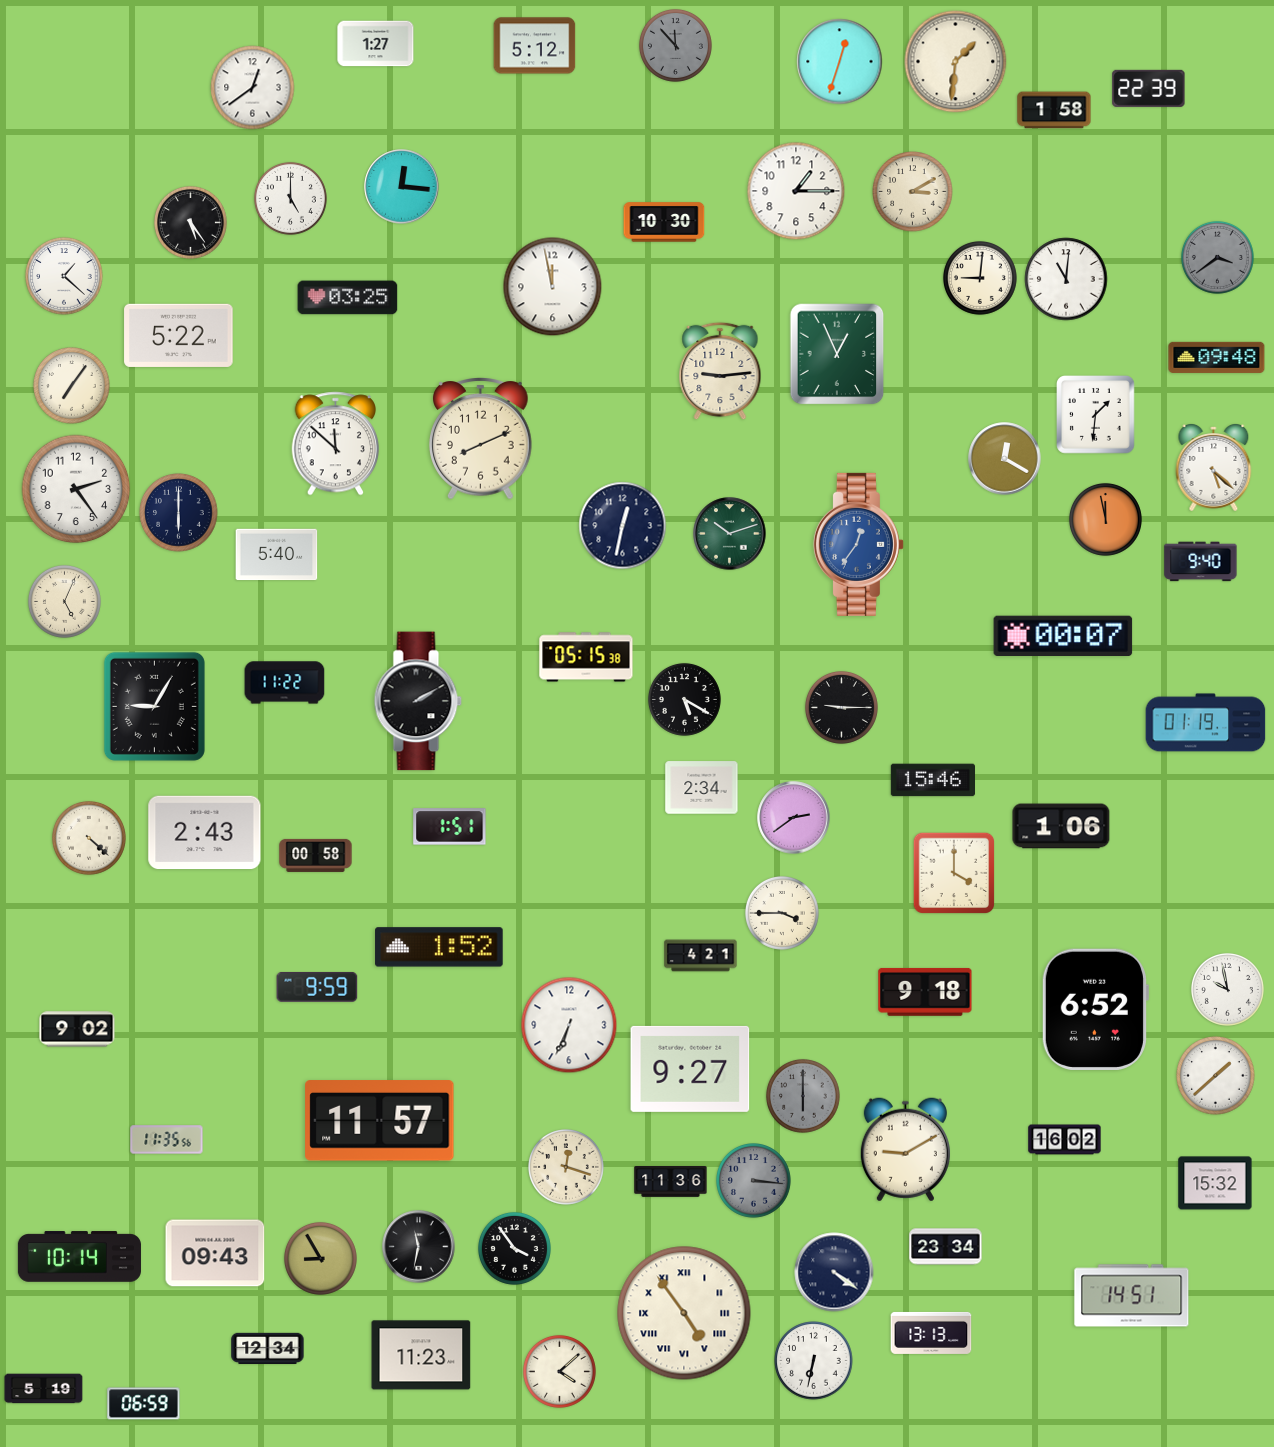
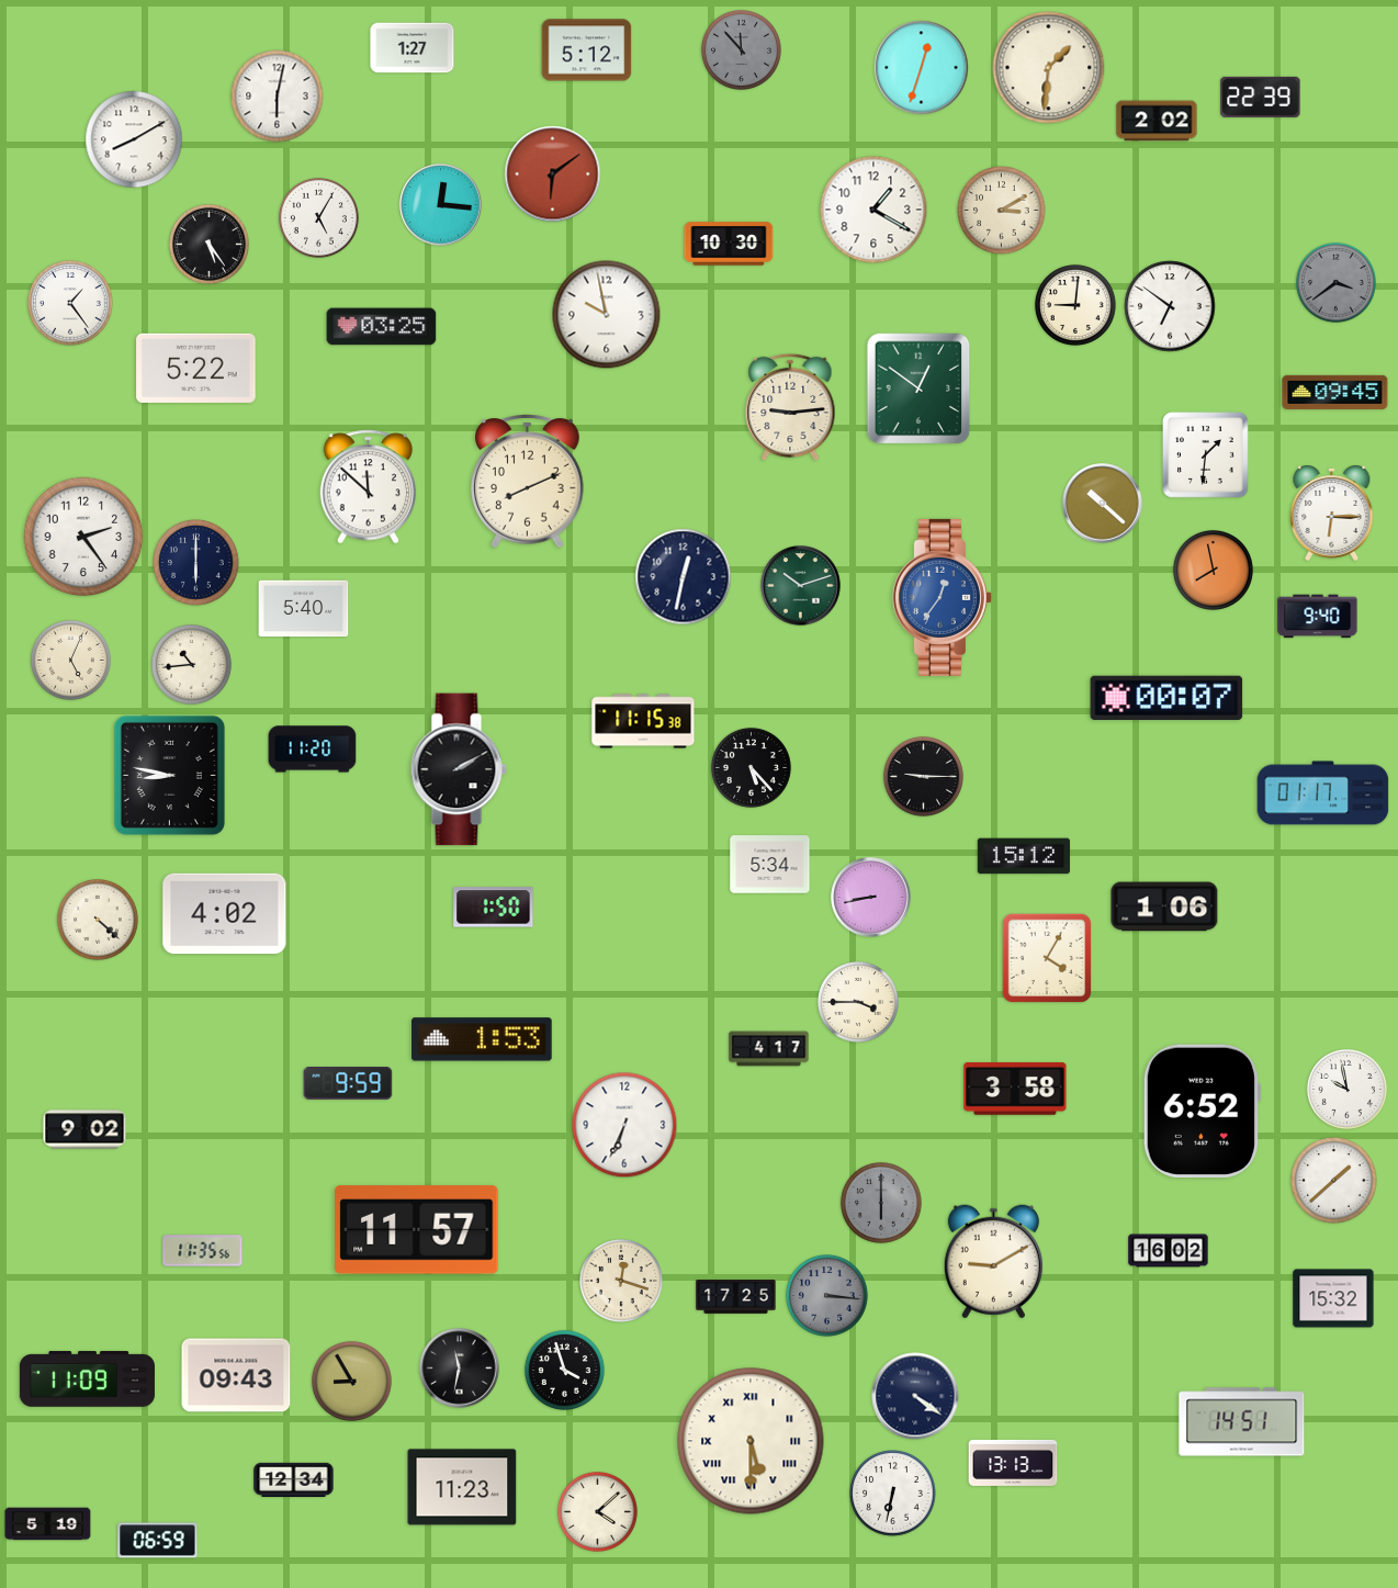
clock at (253, 88): 12:39 -> 6:02
clock at (1054, 110): 1:58 -> 2:02
clock at (134, 139): none -> 8:10
clock at (553, 174): none -> 6:09
clock at (796, 191): 1:15 -> 1:20
clock at (290, 198): 5:00 -> 5:05
clock at (64, 276): 1:22 -> 1:24
clock at (1066, 279): 11:01 -> 6:51
clock at (553, 287): 11:58 -> 9:58
clock at (837, 354): 12:56 -> 12:51
clock at (1217, 357): 09:48 -> 09:45
clock at (72, 386): 7:06 -> none
clock at (1096, 415) position: (1096, 415) -> (1206, 455)
clock at (1005, 459): 12:20 -> 10:22
clock at (1214, 468): 5:22 -> 6:15
clock at (1105, 519): 11:58 -> 7:58
clock at (191, 664): none -> 10:44
clock at (586, 657): 05:15 -> 11:15
clock at (285, 683): 11:22 -> 11:20
clock at (684, 699): 5:20 -> 5:23
clock at (154, 706): 9:05 -> 8:47
clock at (1206, 723): 01:19 -> 01:17
clock at (932, 780): 15:46 -> 15:12
clock at (702, 788): 2:34 -> 5:34
clock at (794, 818): 2:39 -> 8:43
clock at (450, 827): 1:51 -> 1:50
clock at (205, 833): 2:43 -> 4:02
clock at (316, 855): 00:58 -> none
clock at (954, 873): 4:00 -> 4:05
clock at (439, 947): 1:52 -> 1:53
clock at (701, 956): 4:21 -> 4:17
clock at (1227, 989) position: (1227, 989) -> (1346, 1089)
clock at (925, 992): 9:18 -> 3:58
clock at (1094, 1009) position: (1094, 1009) -> (1200, 1111)
clock at (690, 1069): 9:27 -> none
clock at (167, 1140) position: (167, 1140) -> (203, 1251)
clock at (671, 1182): 11:36 -> 17:25
clock at (946, 1247): 23:34 -> none
clock at (514, 1248): 3:54 -> 3:57
clock at (79, 1257): 10:14 -> 11:09
clock at (684, 1313): 4:54 -> 5:30
clock at (931, 1333) position: (931, 1333) -> (1013, 1463)
clock at (559, 1371) position: (559, 1371) -> (597, 1511)
